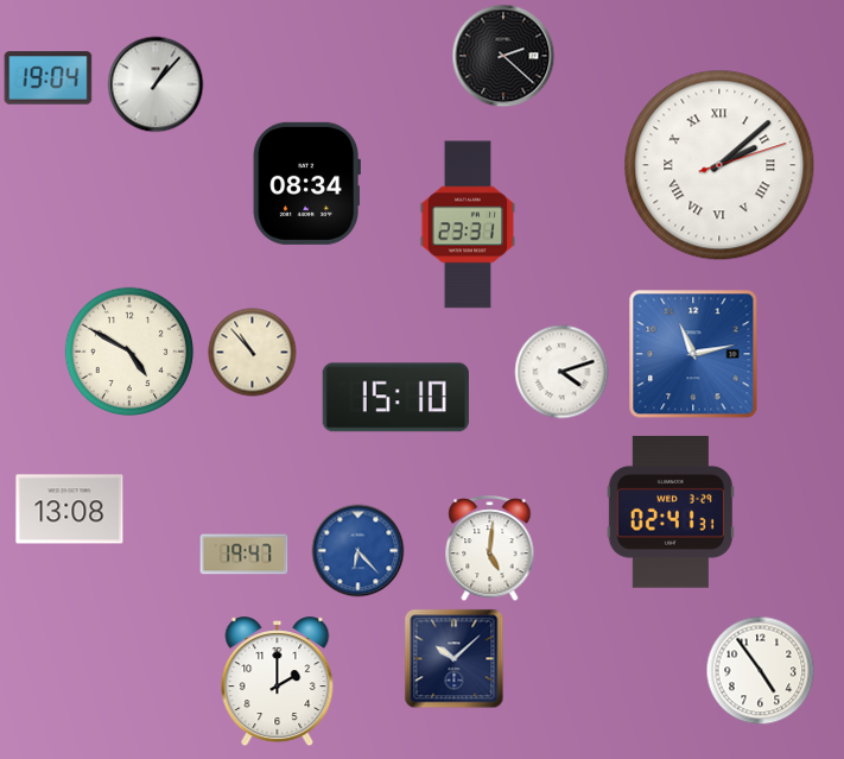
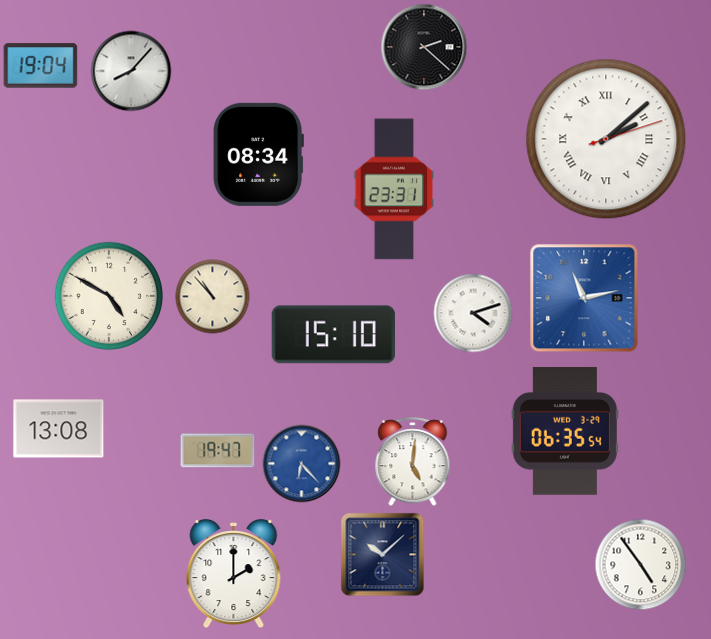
clock at (156, 84): 1:07 -> 8:07
clock at (671, 512): 02:41 -> 06:35
clock at (245, 555) position: (245, 555) -> (218, 451)
